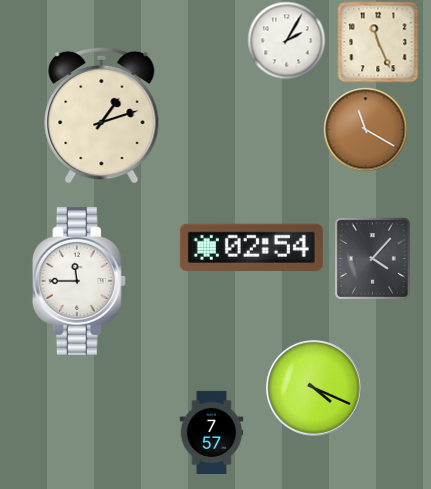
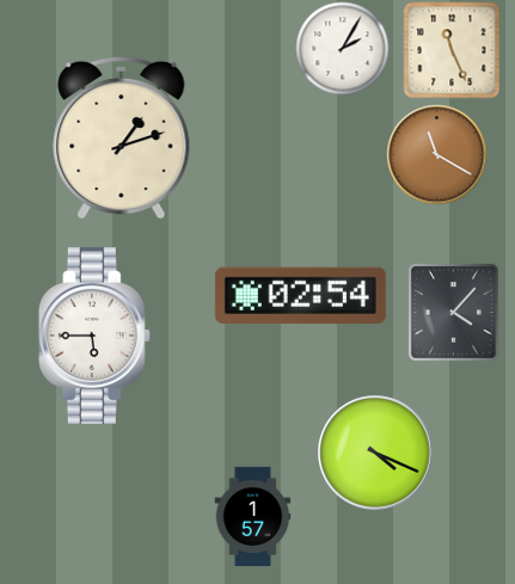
clock at (372, 258) position: (372, 258) -> (453, 312)
clock at (79, 281): 11:45 -> 5:45
clock at (314, 388) position: (314, 388) -> (375, 453)
clock at (212, 432): 7:57 -> 1:57
